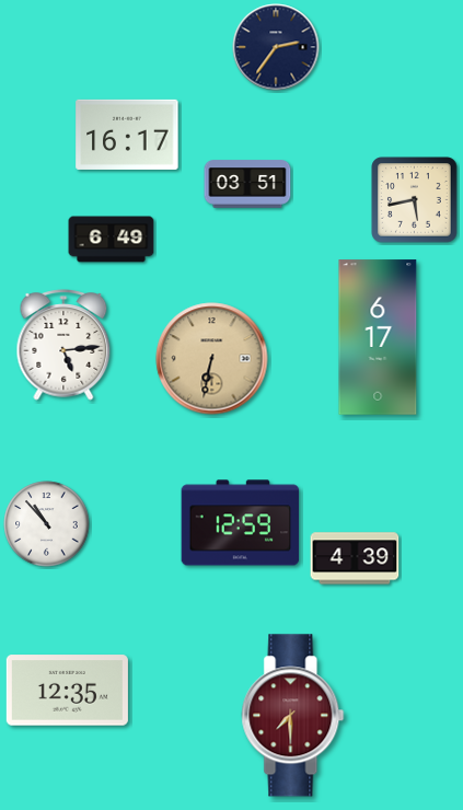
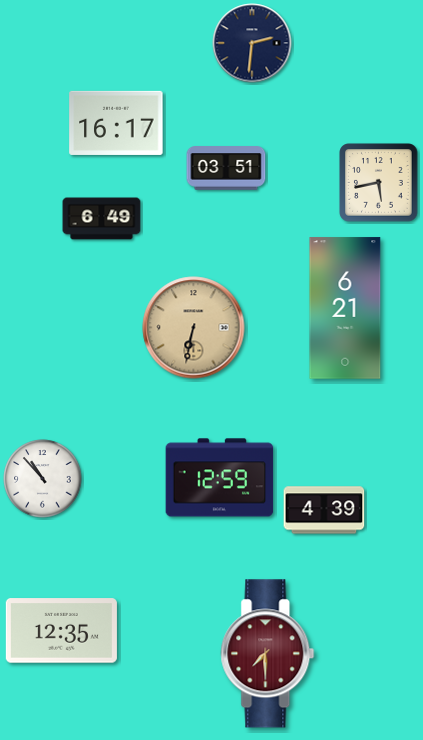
clock at (276, 47): 2:36 -> 2:31
clock at (378, 337): 6:17 -> 6:21
clock at (63, 345): 5:14 -> none
